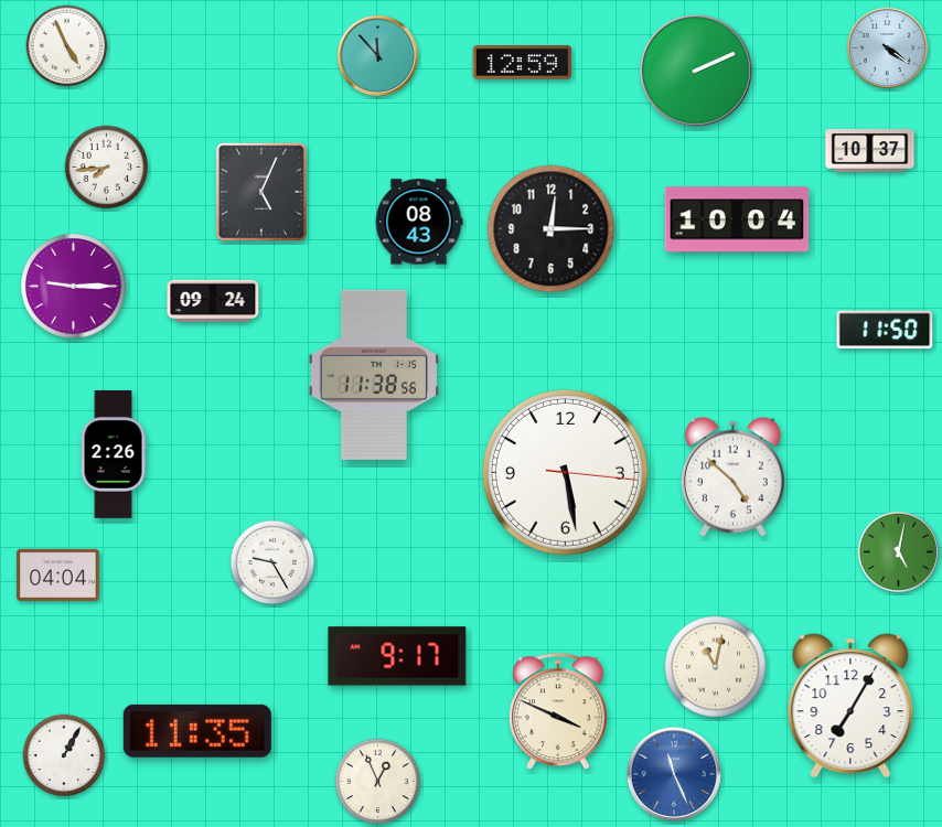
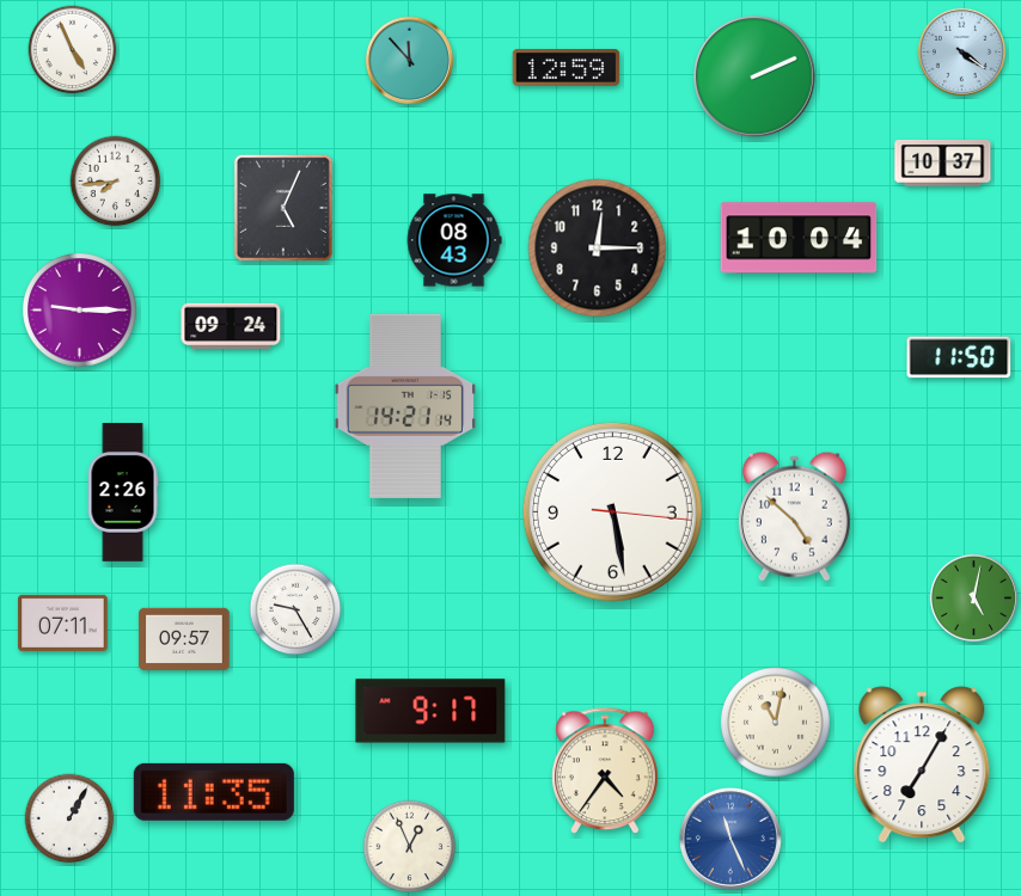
clock at (374, 375): 11:38 -> 14:21
clock at (58, 574): 04:04 -> 07:11
clock at (184, 639): none -> 09:57
clock at (558, 712): 3:49 -> 4:36
